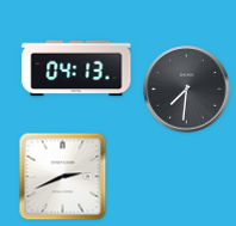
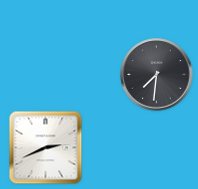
clock at (76, 68): 04:13 -> none
clock at (63, 177) position: (63, 177) -> (46, 148)
